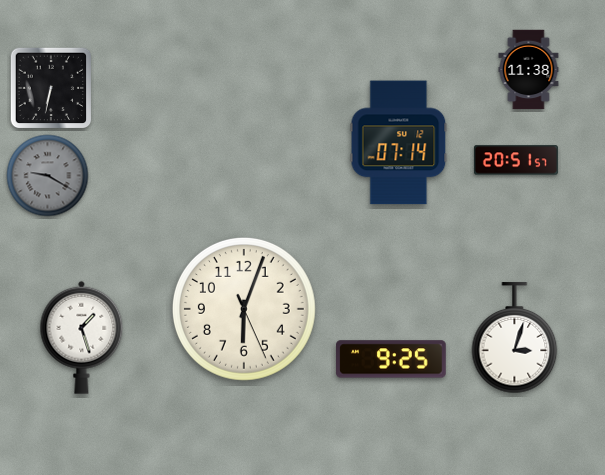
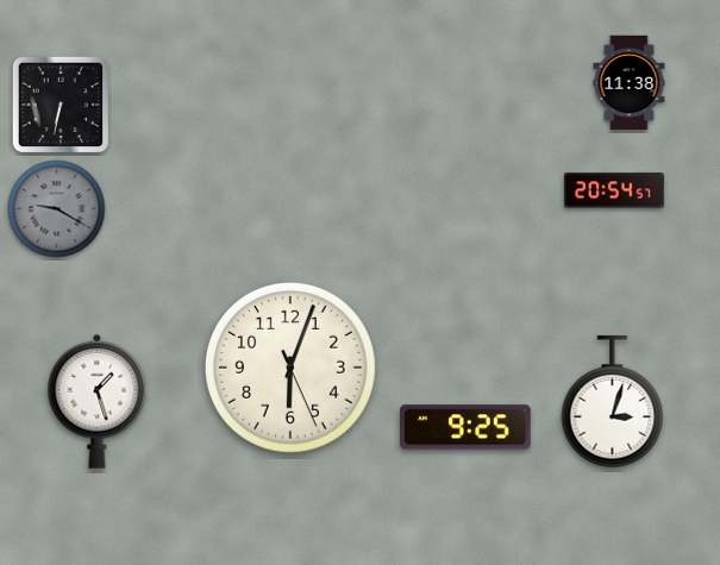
clock at (399, 143): 07:14 -> none
clock at (516, 160): 20:51 -> 20:54
